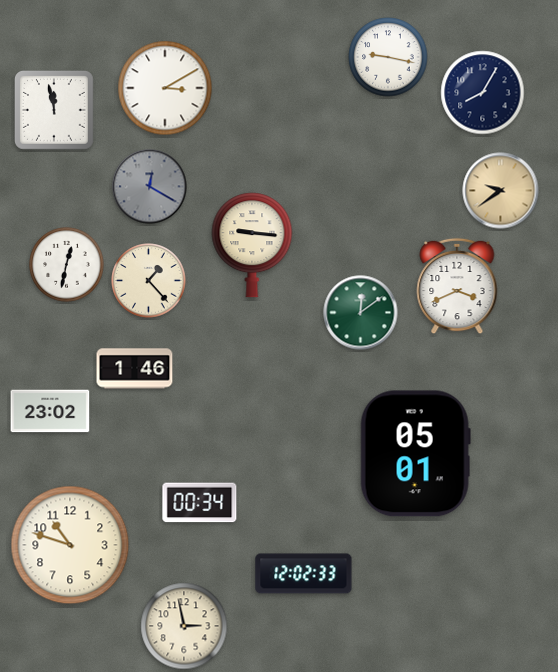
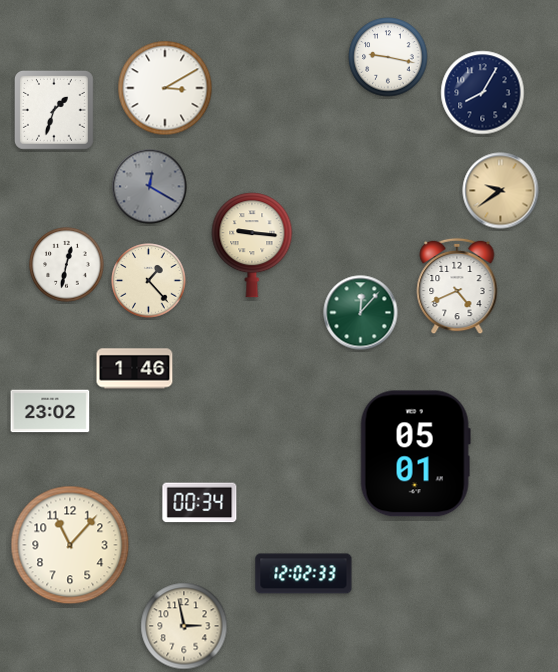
clock at (55, 111): 11:58 -> 1:33
clock at (457, 286): 3:41 -> 4:41
clock at (361, 313): 12:09 -> 12:07
clock at (70, 545): 10:48 -> 11:07
